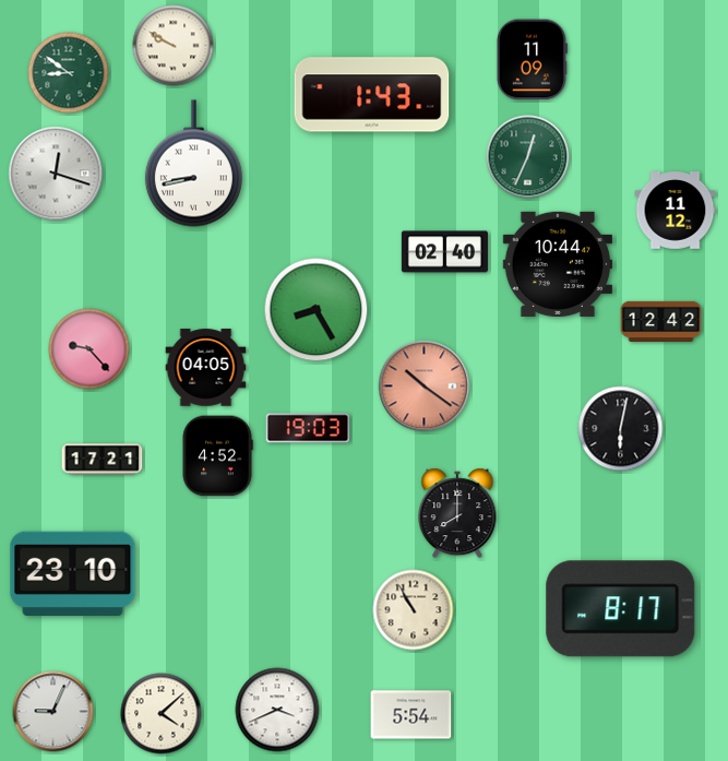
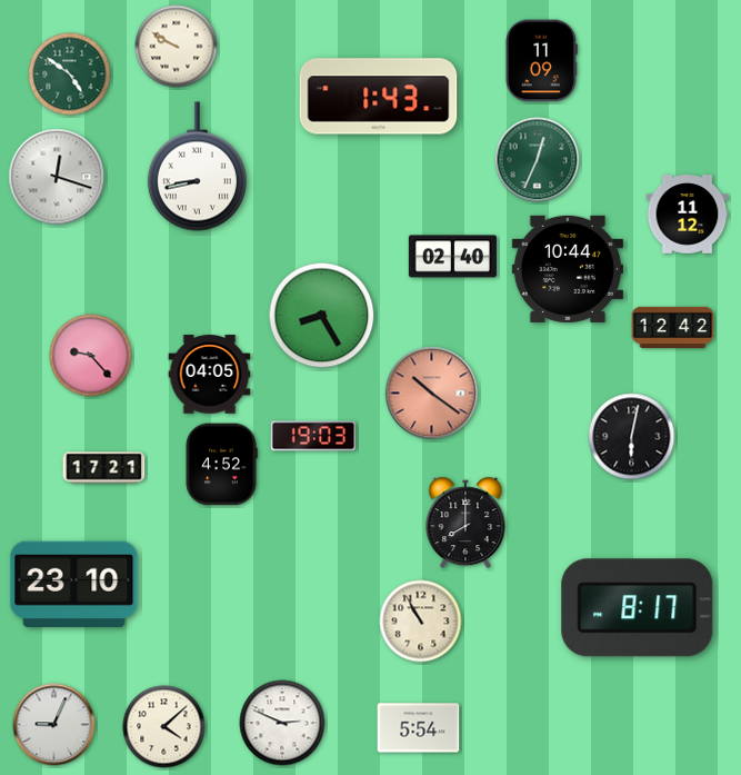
clock at (69, 73): 8:51 -> 4:51
clock at (621, 609) position: (621, 609) -> (638, 608)
clock at (277, 710): 3:41 -> 2:49
